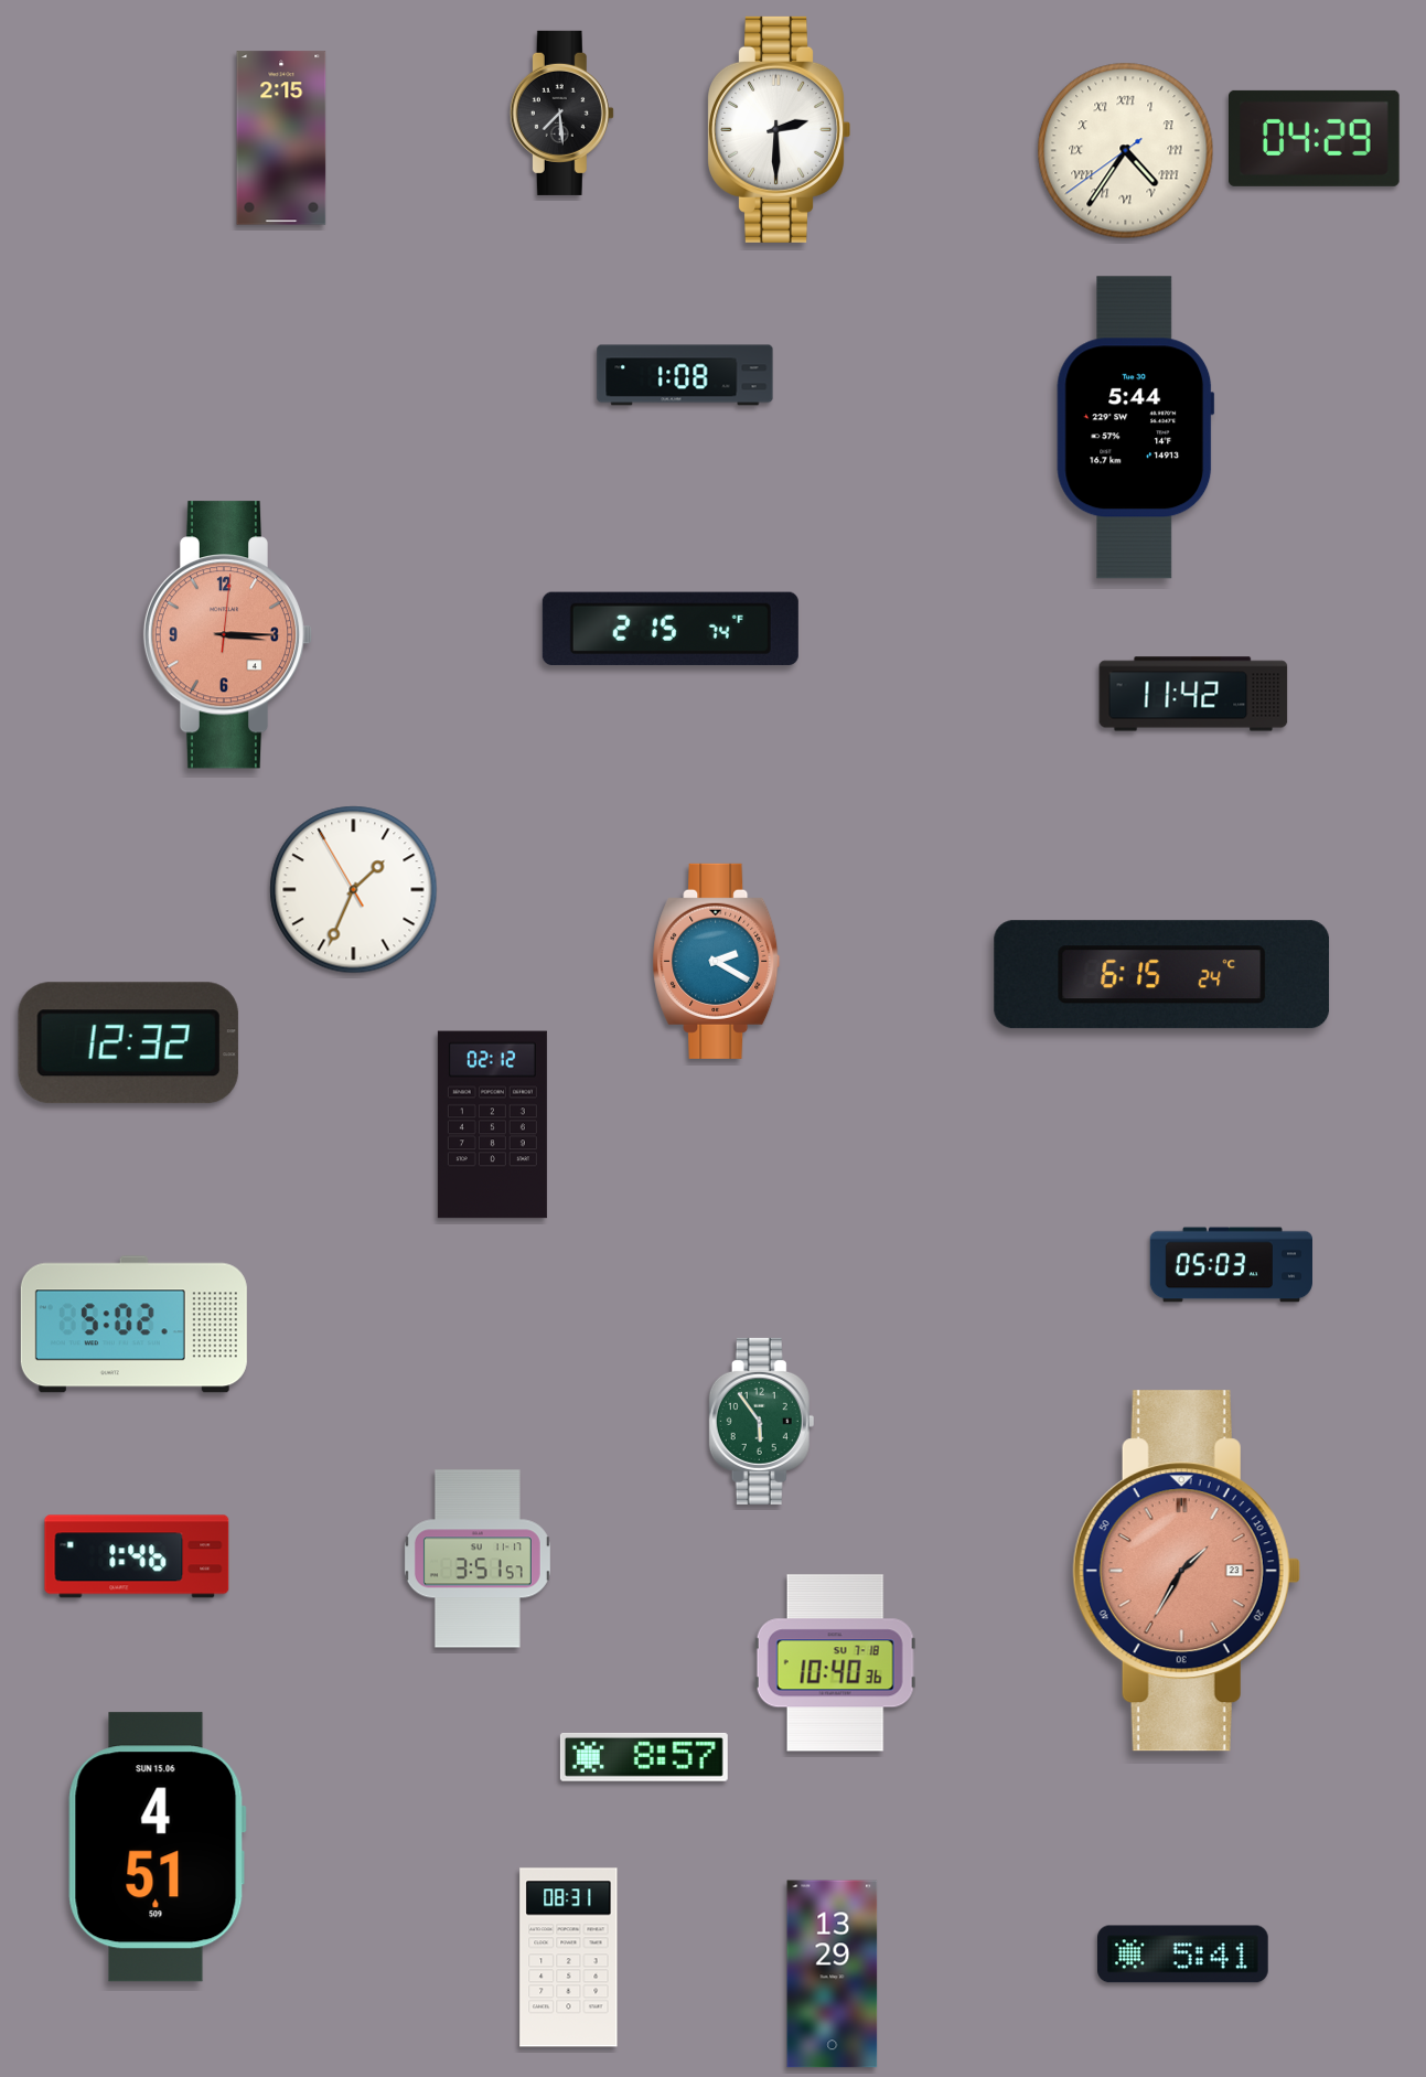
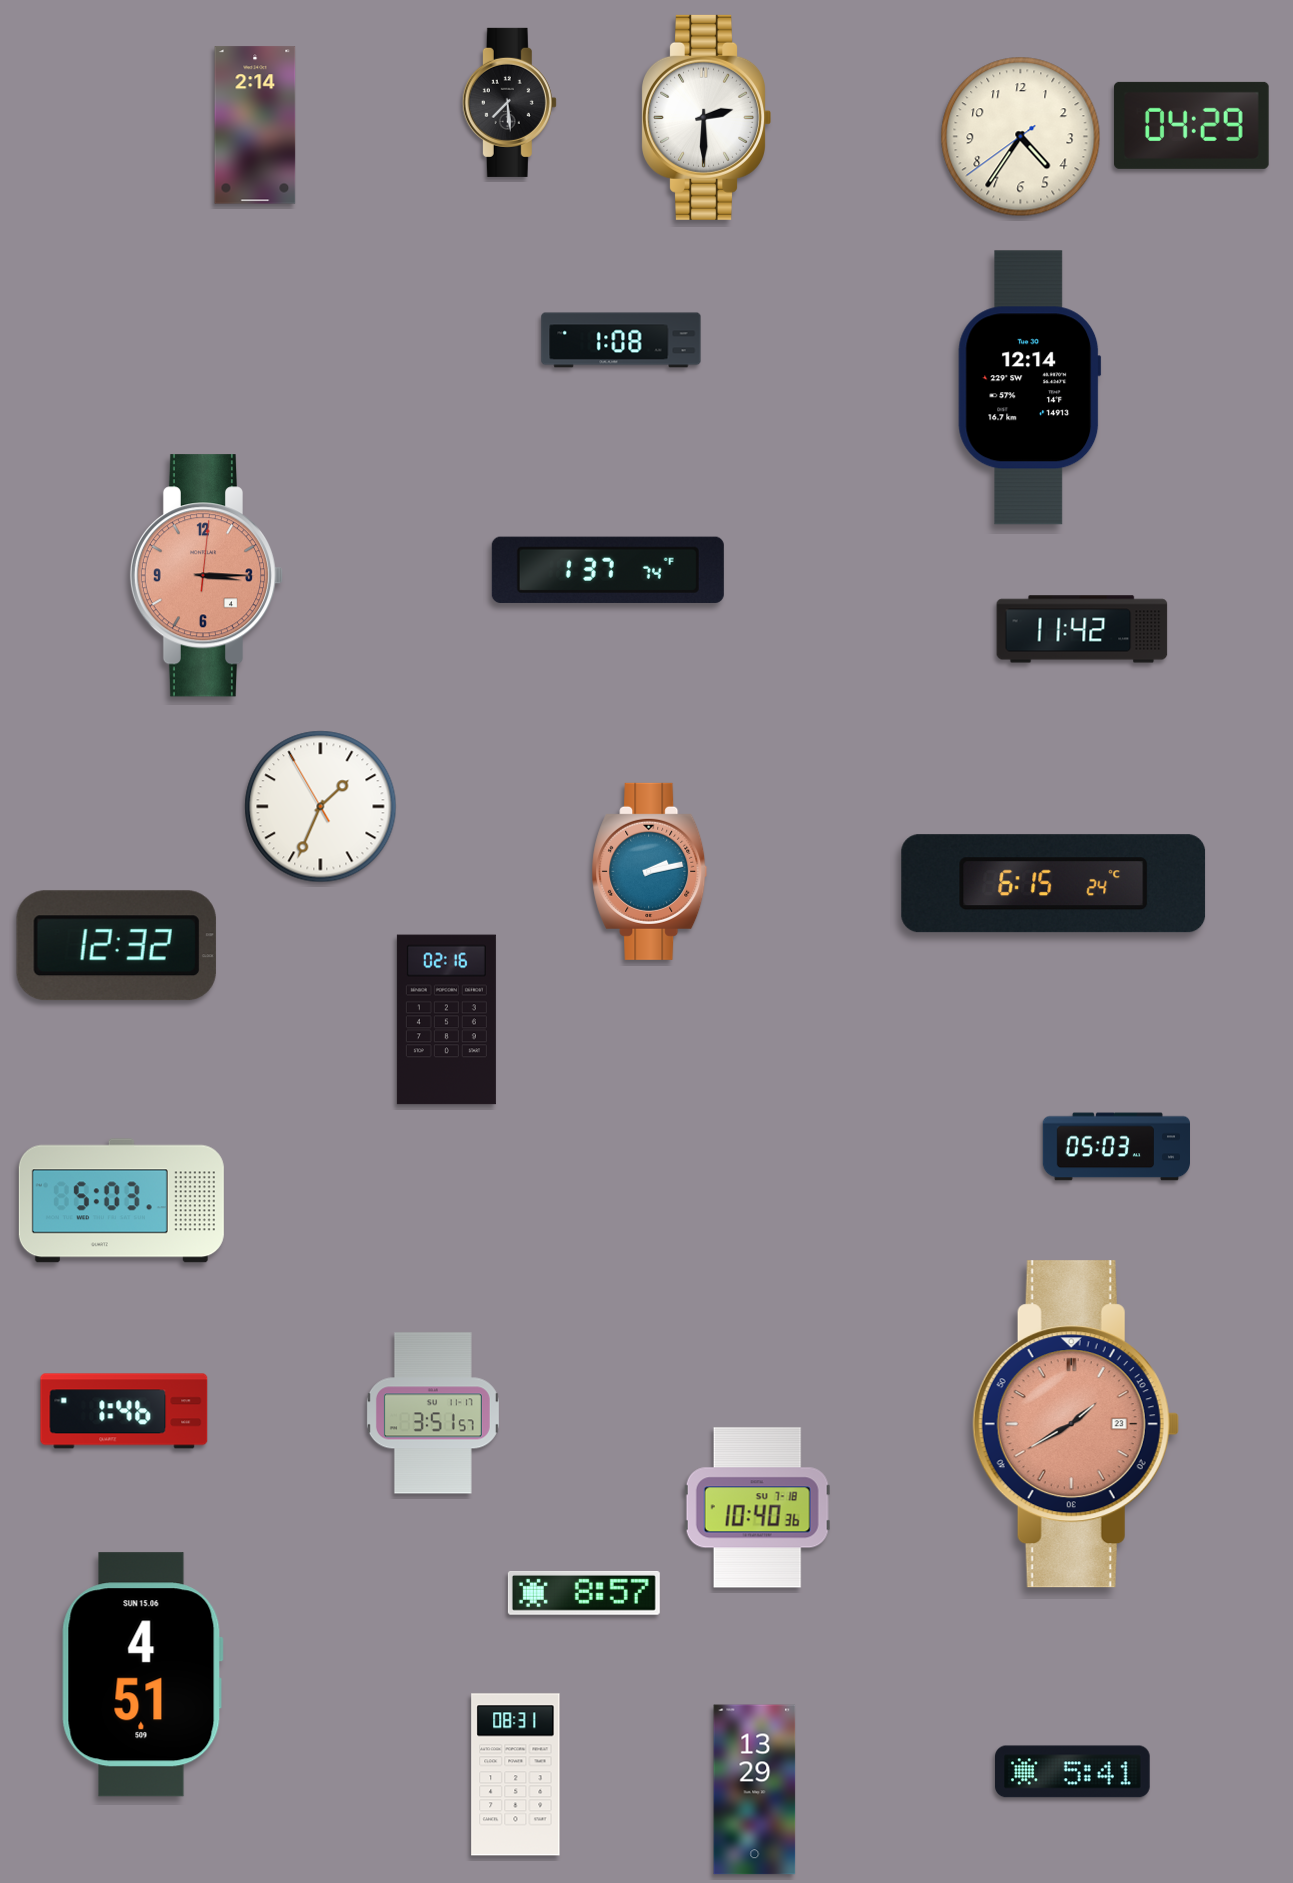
clock at (281, 138): 2:15 -> 2:14
clock at (1126, 151) numerals: Roman -> Arabic
clock at (1136, 428): 5:44 -> 12:14
clock at (671, 629): 2:15 -> 1:37
clock at (717, 961): 2:20 -> 2:13
clock at (492, 1125): 02:12 -> 02:16
clock at (133, 1325): 5:02 -> 5:03
clock at (762, 1421): 5:54 -> none
clock at (1187, 1571): 1:35 -> 1:40
